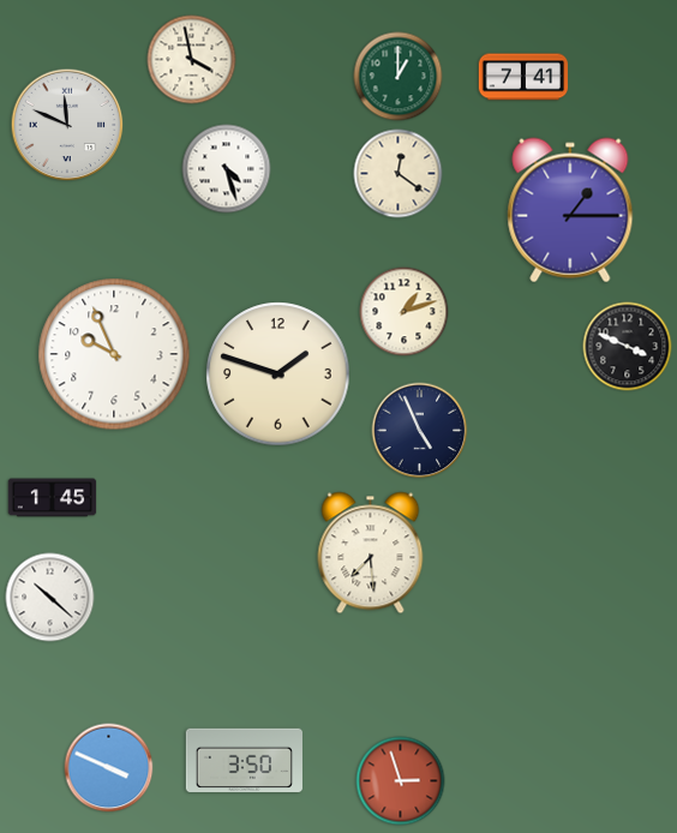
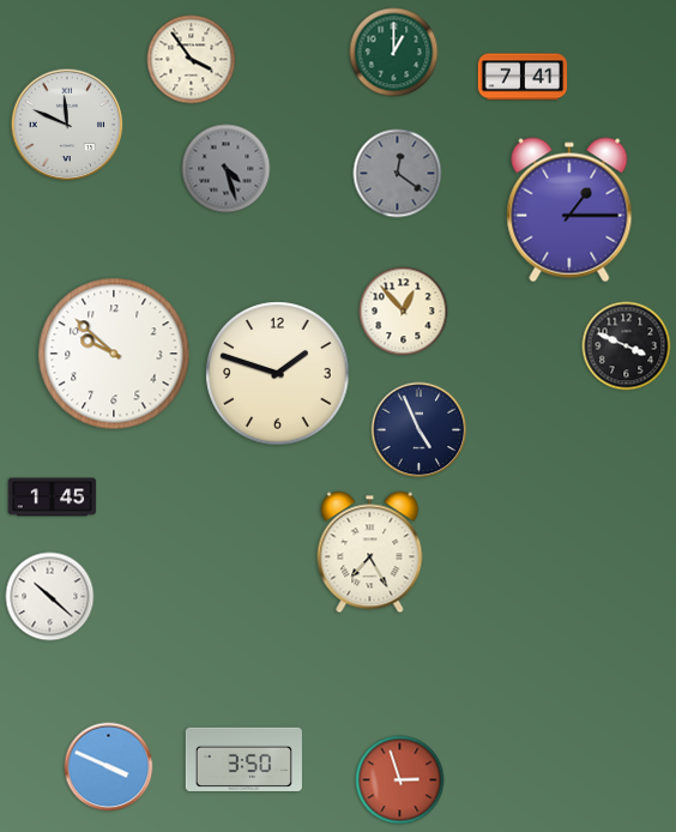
clock at (192, 60): 3:58 -> 3:54
clock at (399, 77) position: (399, 77) -> (394, 53)
clock at (227, 169) dial: white -> grey
clock at (399, 174) dial: cream -> grey
clock at (405, 312): 1:12 -> 12:53
clock at (114, 354): 9:56 -> 9:52
clock at (371, 553): 7:29 -> 7:25
